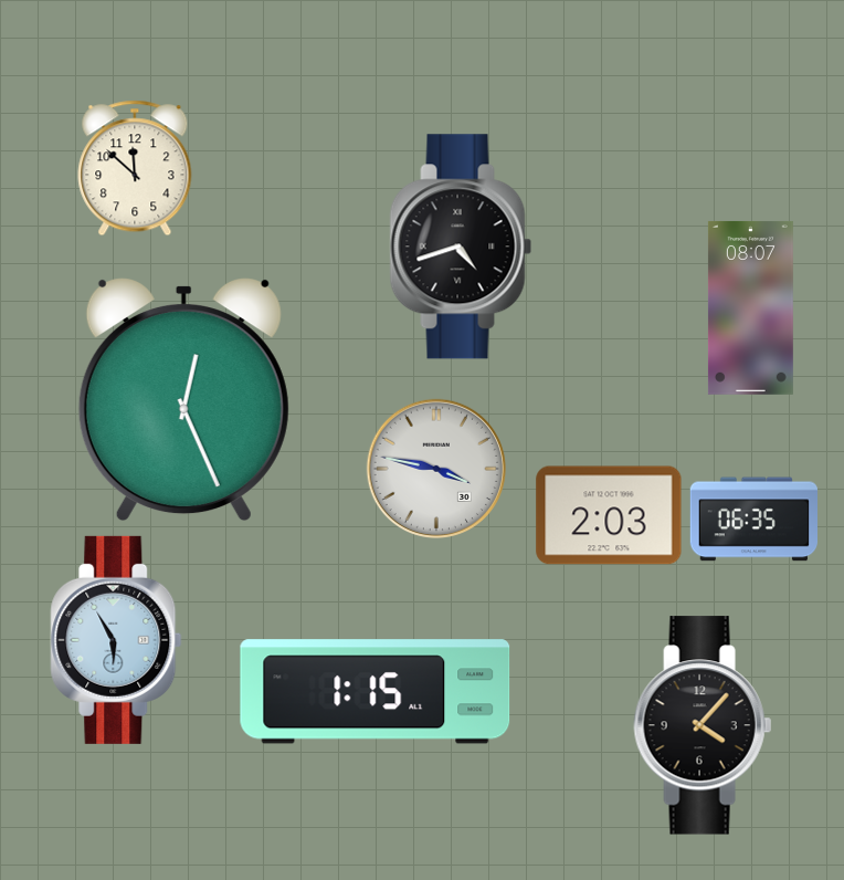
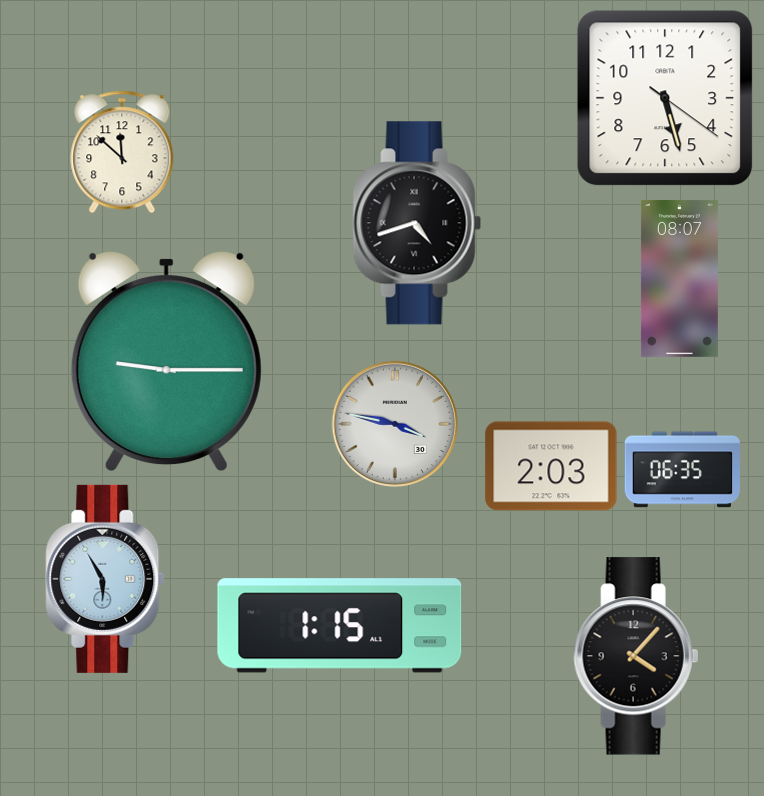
clock at (665, 98): none -> 5:27
clock at (183, 400): 12:26 -> 9:15
